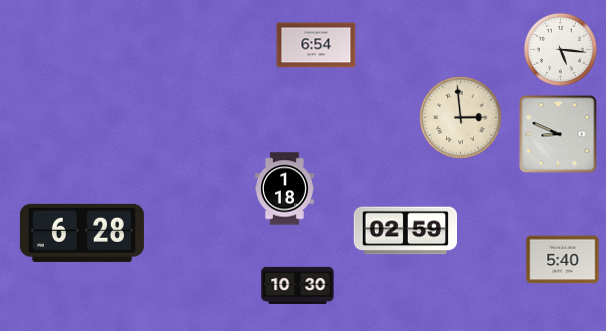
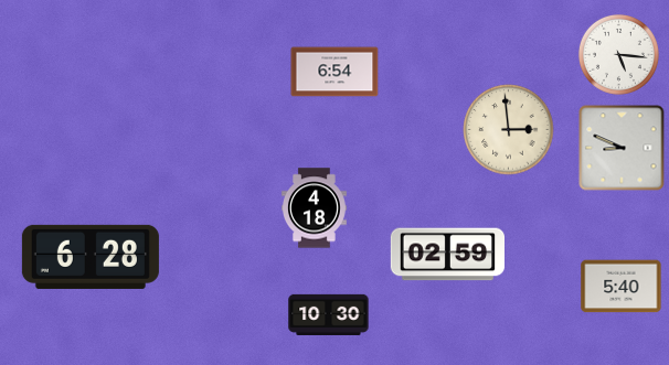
clock at (316, 45) position: (316, 45) -> (334, 72)
clock at (558, 134) position: (558, 134) -> (622, 148)
clock at (285, 189): 1:18 -> 4:18
